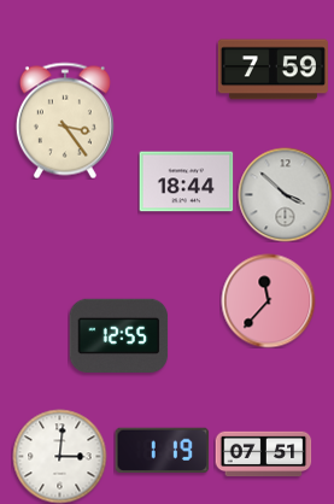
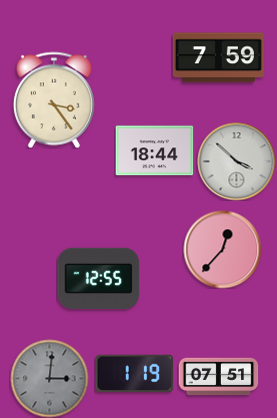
clock at (273, 70) position: (273, 70) -> (218, 58)
clock at (268, 300): 11:37 -> 12:37
clock at (59, 456) dial: white -> grey
